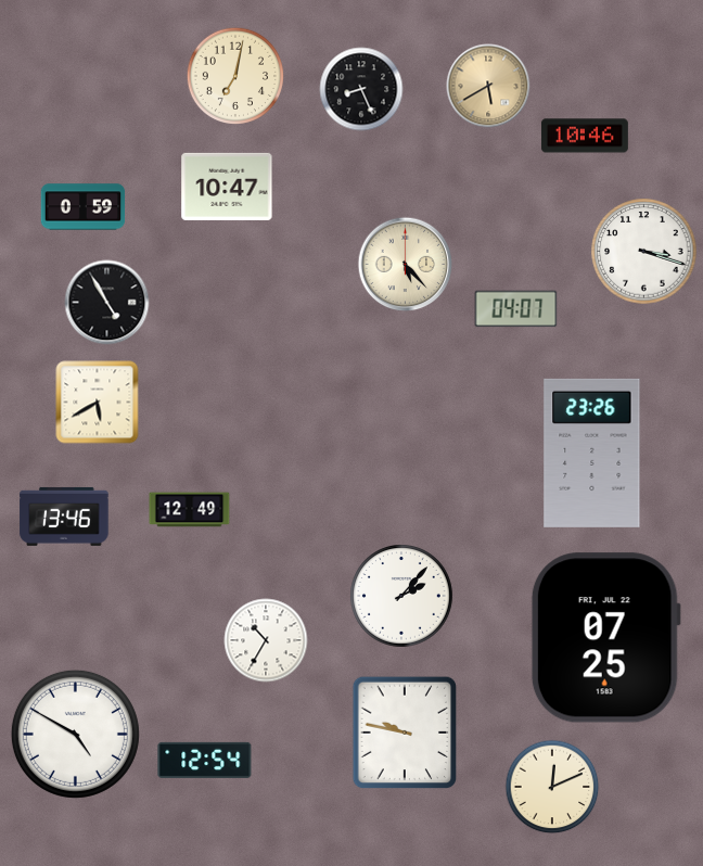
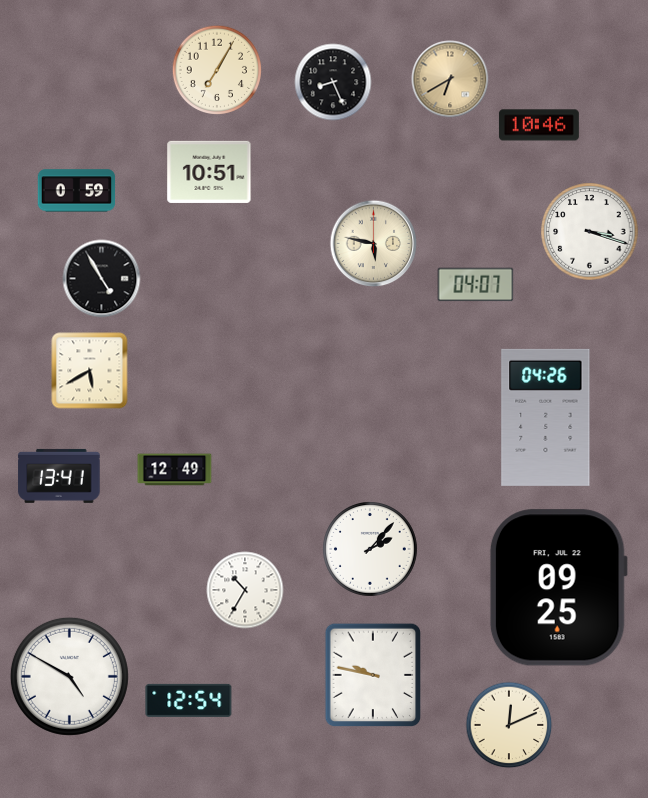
clock at (234, 75): 7:02 -> 7:05
clock at (488, 86): 5:40 -> 6:40
clock at (227, 187): 10:47 -> 10:51
clock at (644, 252) position: (644, 252) -> (590, 232)
clock at (406, 265): 5:23 -> 5:47
clock at (107, 303) position: (107, 303) -> (102, 279)
clock at (592, 453): 23:26 -> 04:26
clock at (64, 517): 13:46 -> 13:41
clock at (605, 638): 07:25 -> 09:25
